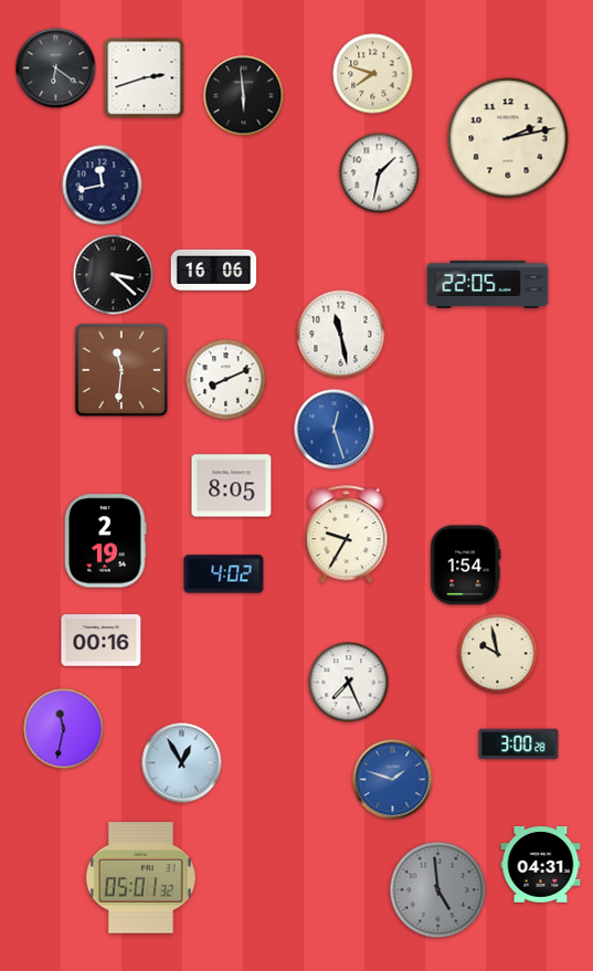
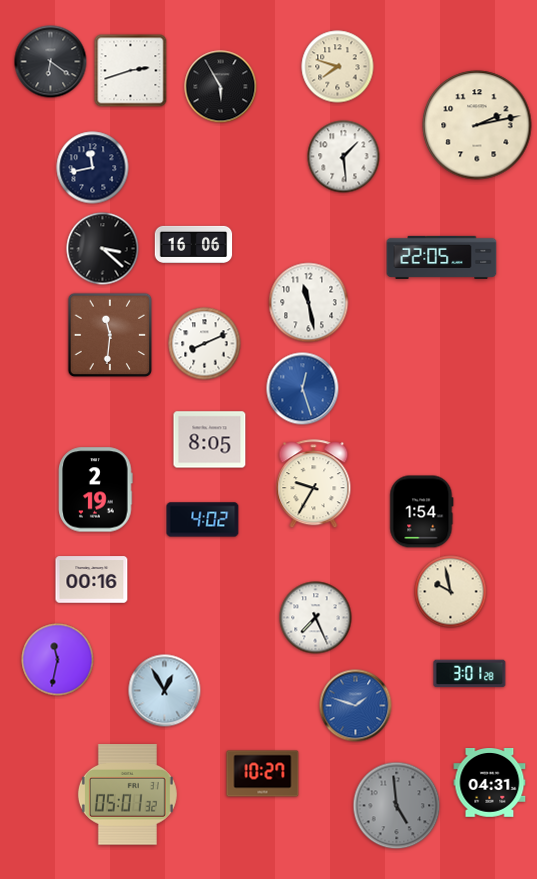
clock at (244, 96): 5:59 -> 5:55
clock at (508, 138) position: (508, 138) -> (477, 125)
clock at (380, 173): 1:32 -> 1:29
clock at (519, 745): 3:00 -> 3:01
clock at (263, 774): none -> 10:27
